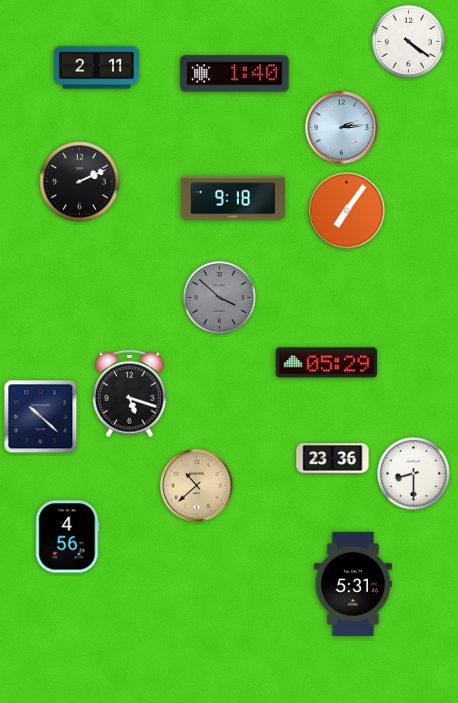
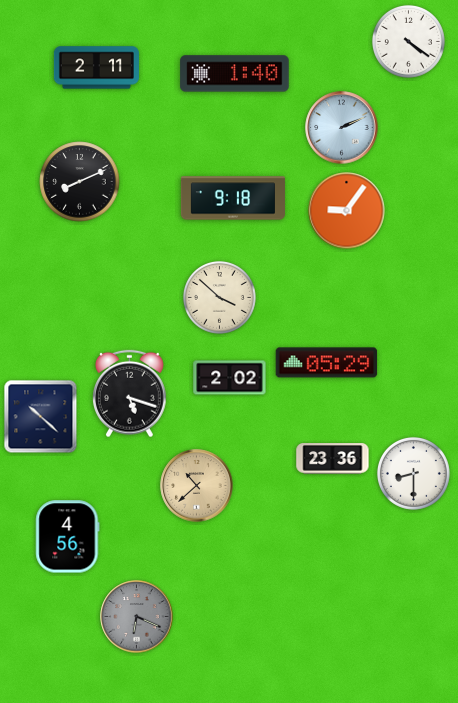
clock at (342, 128): 2:14 -> 2:11
clock at (80, 182): 2:11 -> 8:11
clock at (347, 211): 7:06 -> 9:06
clock at (219, 297) dial: grey -> cream
clock at (230, 378): none -> 2:02
clock at (353, 584): 5:31 -> none
clock at (137, 617): none -> 6:19
